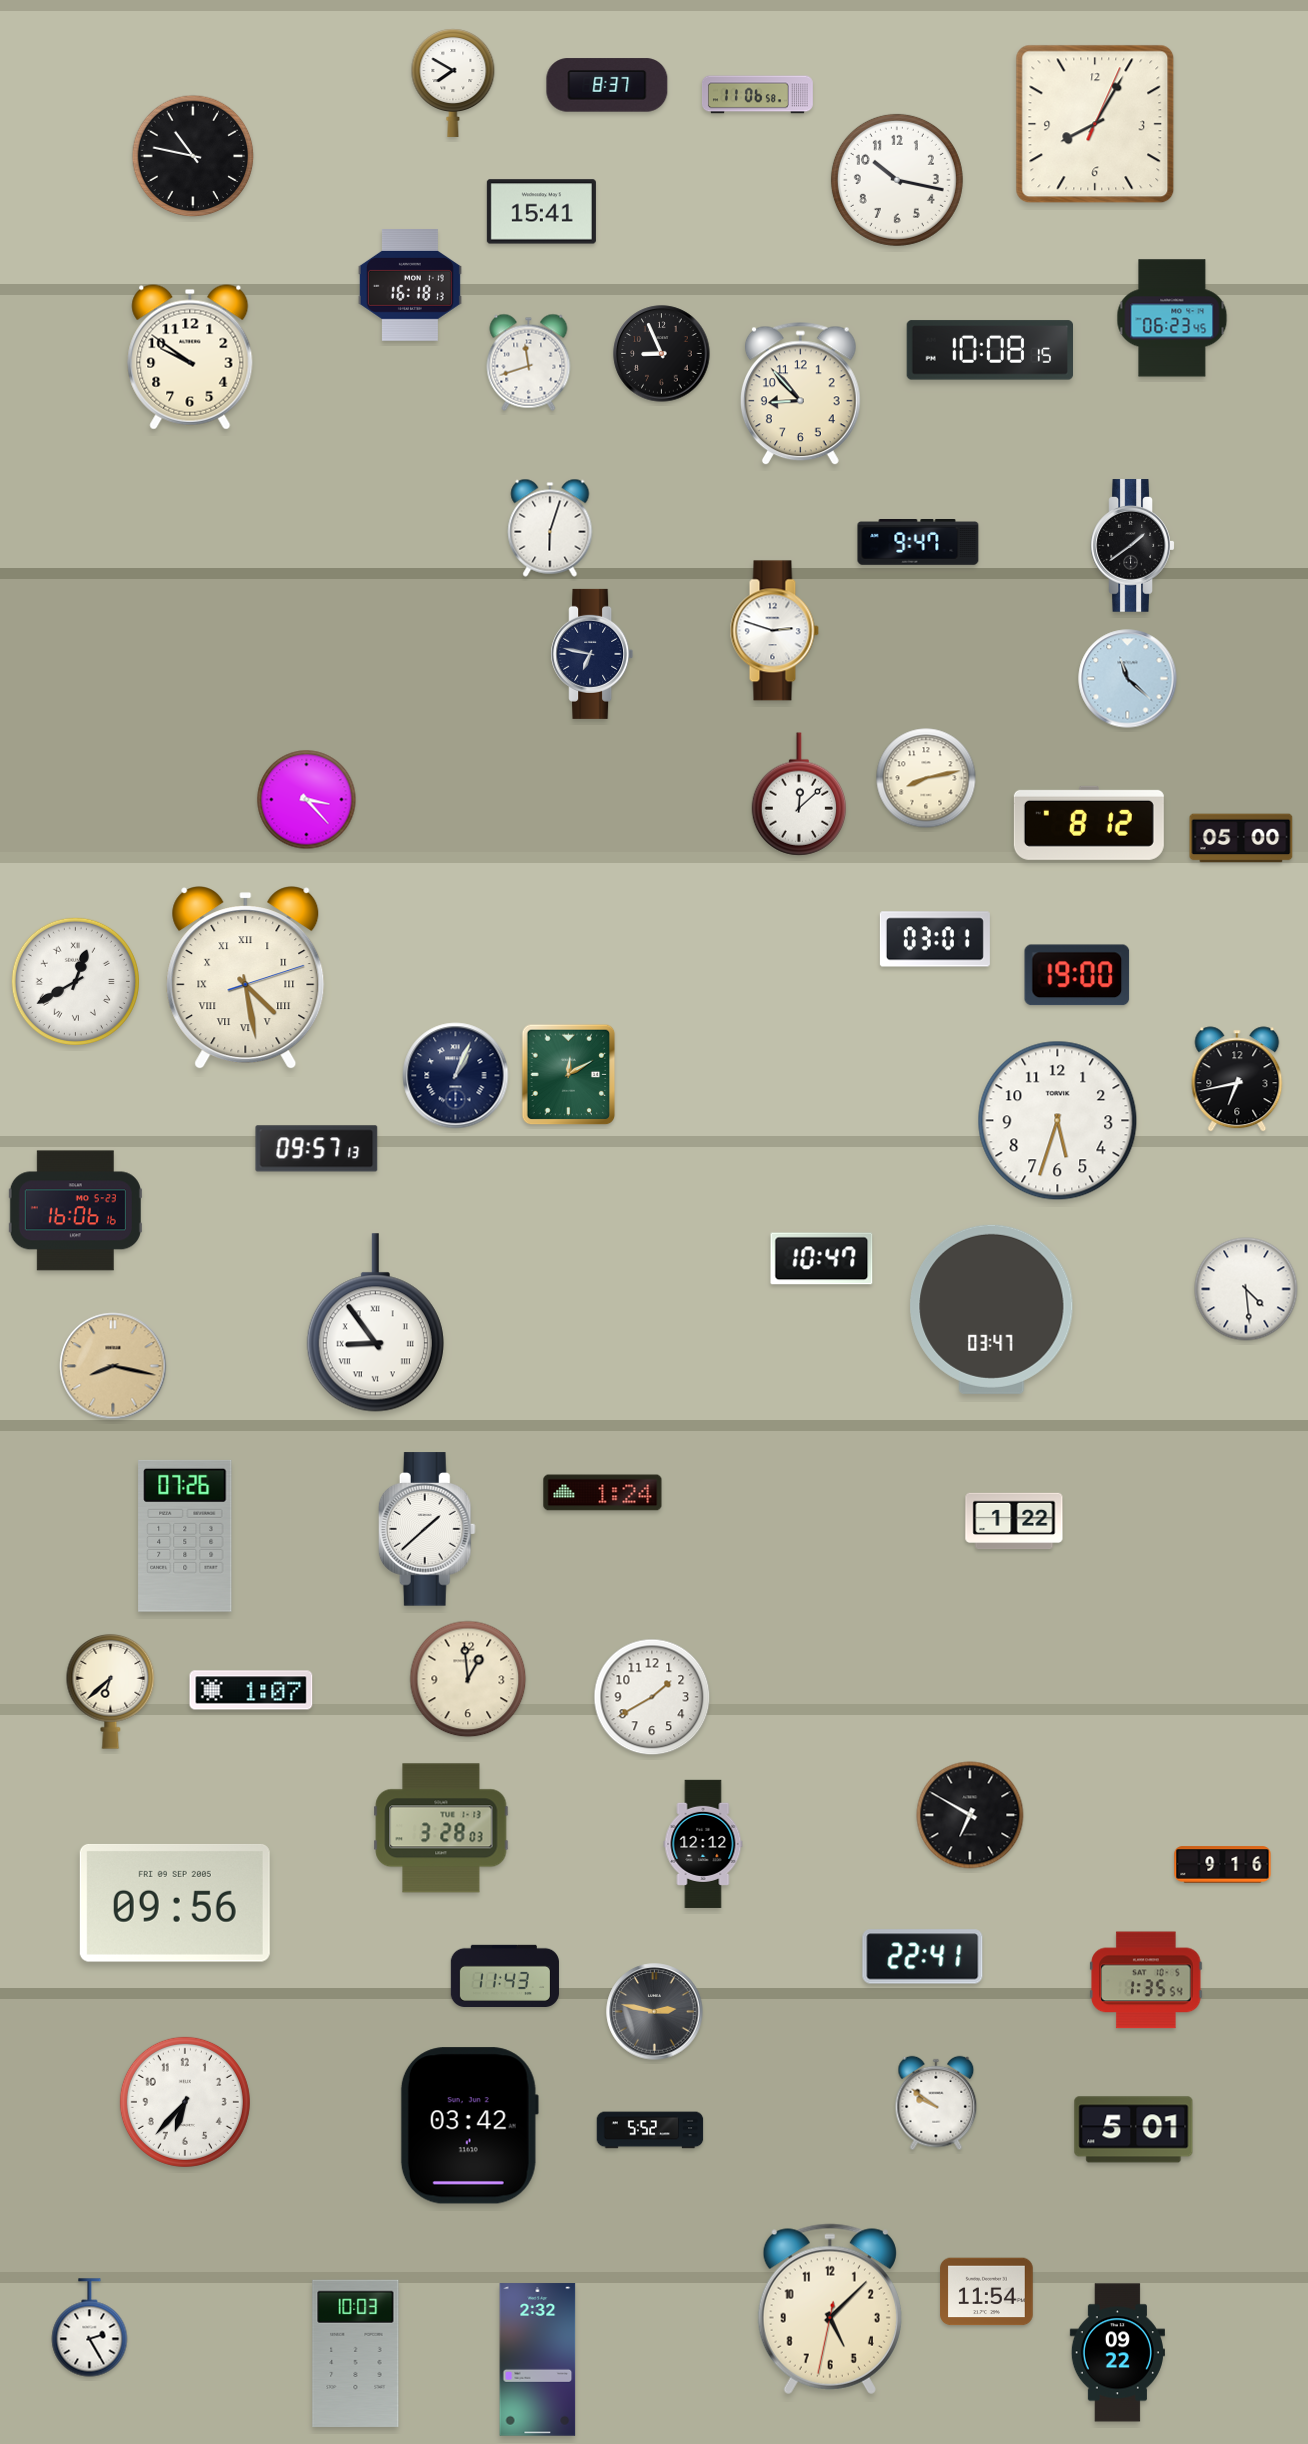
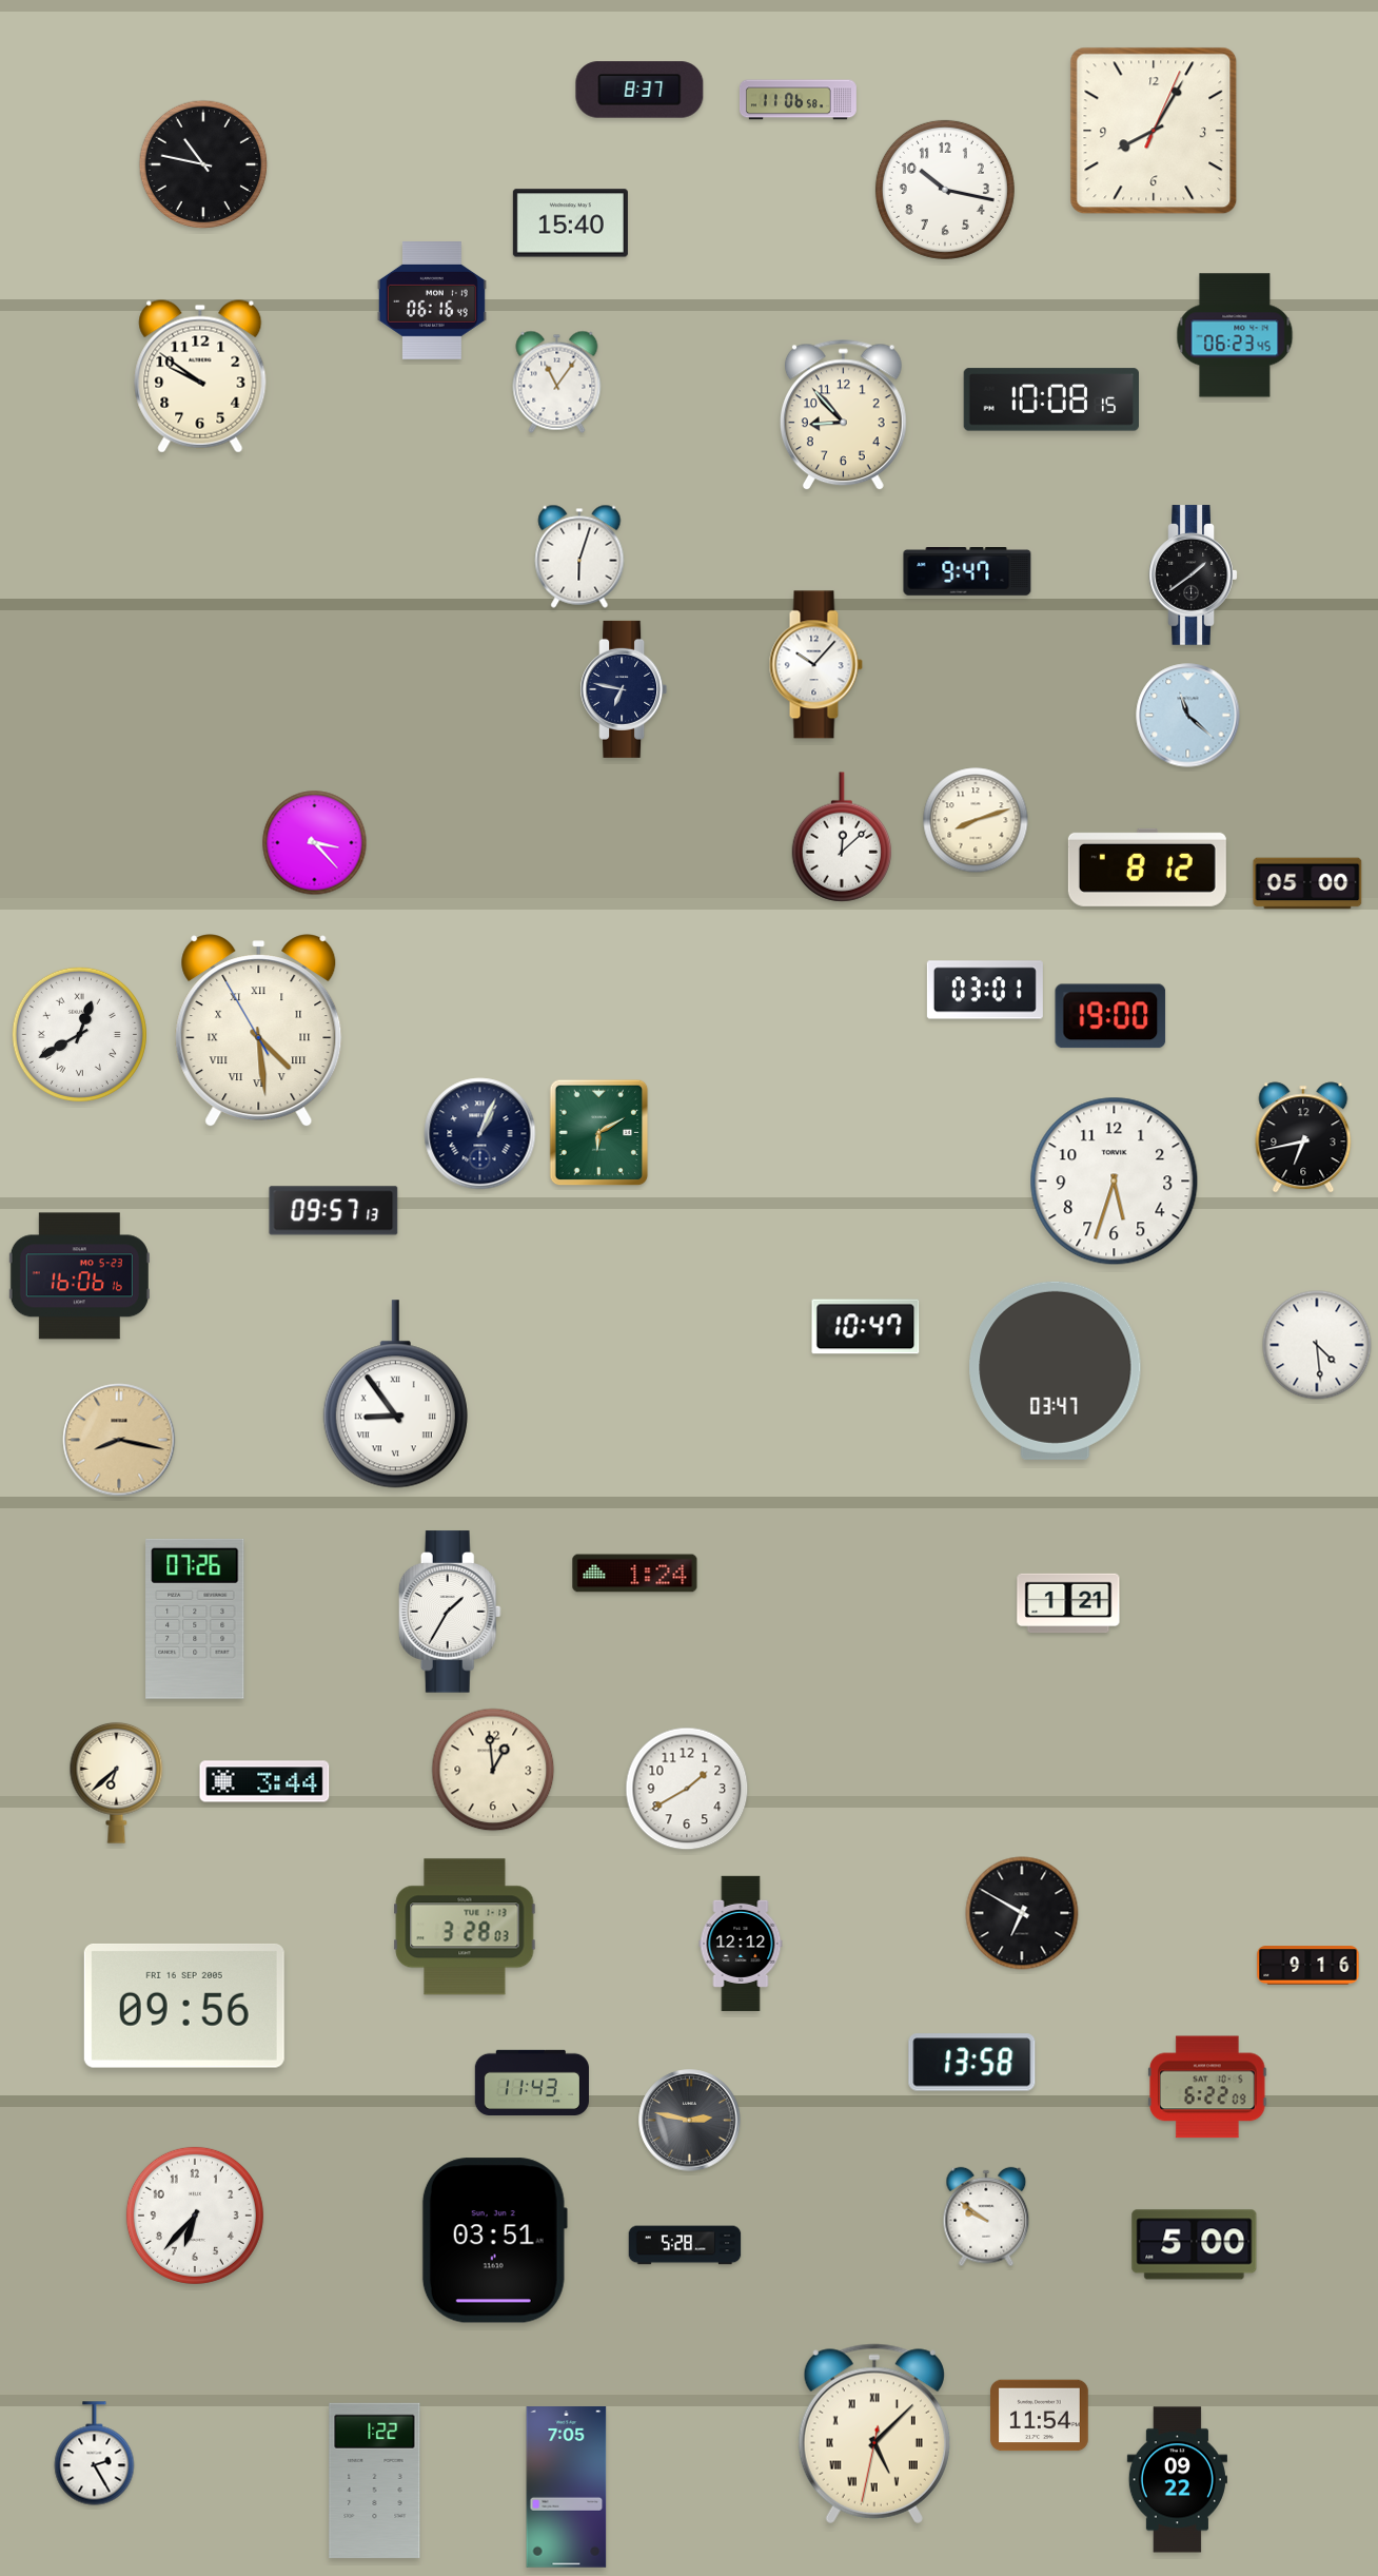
clock at (453, 83): 7:50 -> none
clock at (541, 212): 15:41 -> 15:40
clock at (410, 286): 16:18 -> 06:16
clock at (989, 350) position: (989, 350) -> (1050, 399)
clock at (662, 354): 8:56 -> none
clock at (529, 362): 11:42 -> 11:06
clock at (774, 631): 2:48 -> 10:07
clock at (926, 778): 8:13 -> 8:12
clock at (307, 800) position: (307, 800) -> (315, 843)
clock at (1077, 975) position: (1077, 975) -> (1110, 1016)
clock at (246, 978): 4:28:12 -> 4:28:55
clock at (569, 1075): 12:10 -> 6:10
clock at (1246, 1289) position: (1246, 1289) -> (1317, 1345)
clock at (992, 1309) position: (992, 1309) -> (1056, 1370)
clock at (1014, 1521): 1:22 -> 1:21
clock at (427, 1529): 1:38 -> 1:35
clock at (251, 1690): 1:07 -> 3:44
clock at (1223, 1865) position: (1223, 1865) -> (1308, 1966)
clock at (175, 1903) date: FRI 09 SEP 2005 -> FRI 16 SEP 2005
clock at (923, 1957): 22:41 -> 13:58
clock at (1146, 1980): 1:35 -> 6:22
clock at (469, 2126): 03:42 -> 03:51
clock at (650, 2130): 5:52 -> 5:28
clock at (1134, 2130): 5:01 -> 5:00
clock at (830, 2309) numerals: Arabic -> Roman
clock at (356, 2353): 10:03 -> 1:22
clock at (538, 2360): 2:32 -> 7:05
